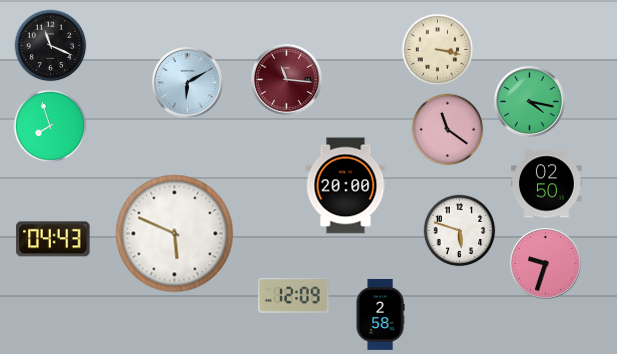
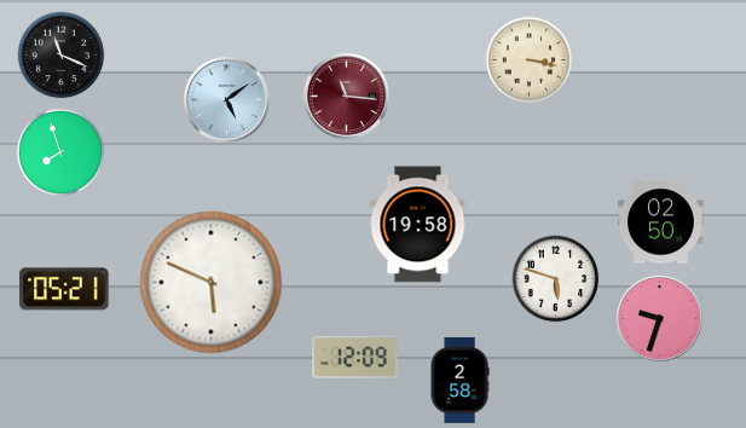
clock at (187, 82): 6:10 -> 5:09
clock at (529, 101): 4:17 -> none
clock at (448, 130): 11:21 -> none
clock at (346, 186): 20:00 -> 19:58
clock at (53, 239): 04:43 -> 05:21
